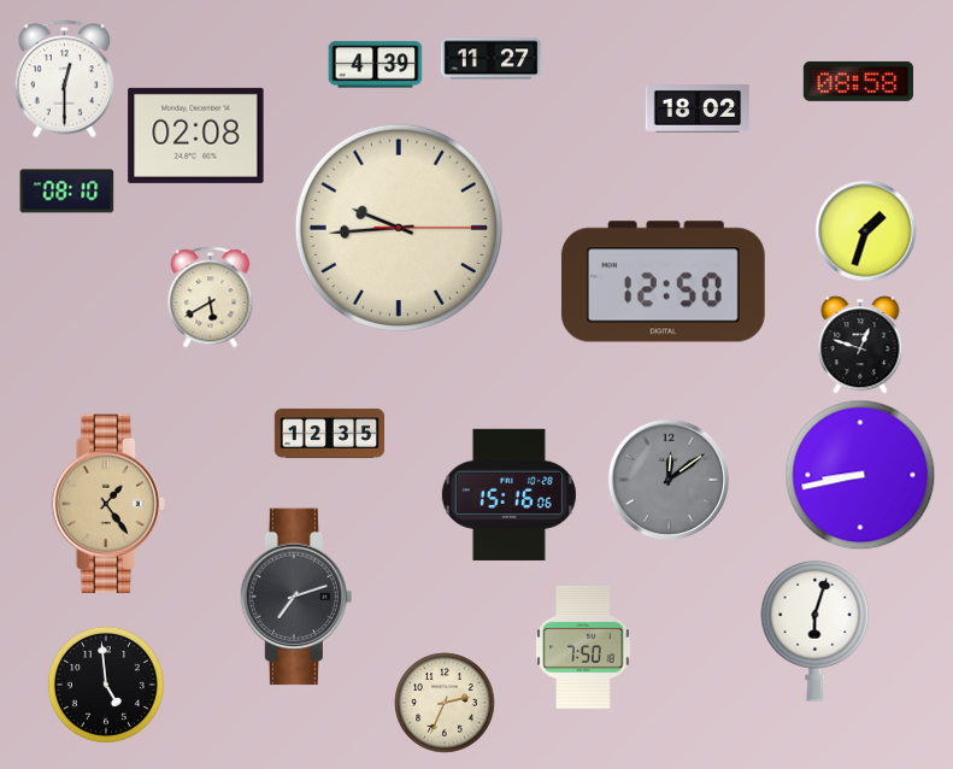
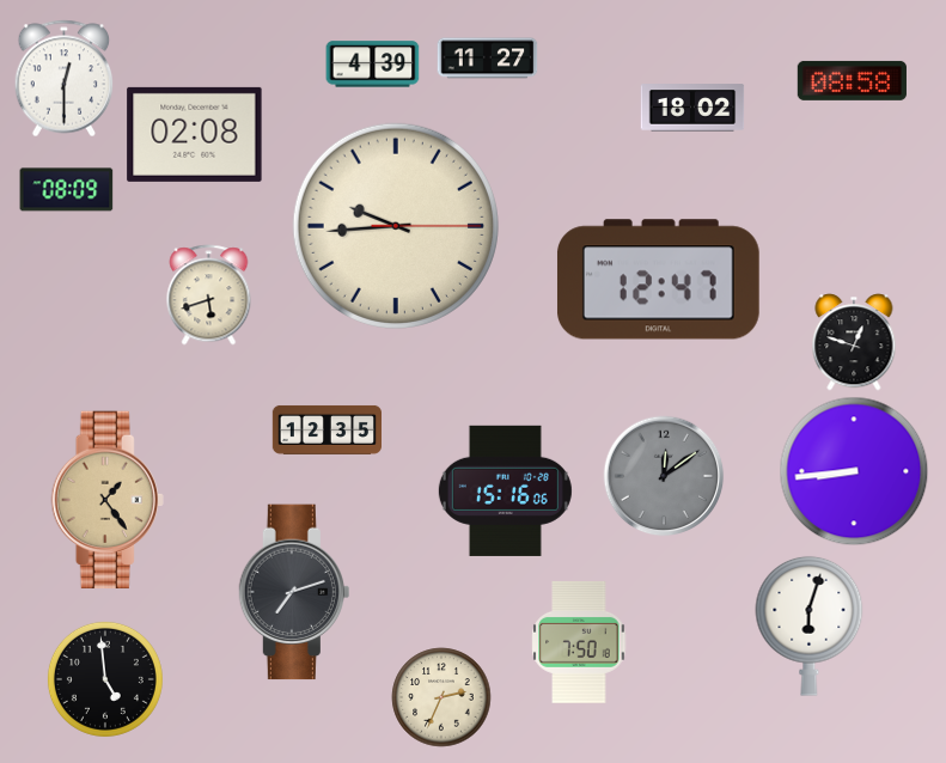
clock at (66, 192): 08:10 -> 08:09
clock at (865, 230): 1:33 -> none
clock at (663, 282): 12:50 -> 12:47
clock at (211, 297): 5:40 -> 5:42
clock at (860, 475): 8:43 -> 8:44
